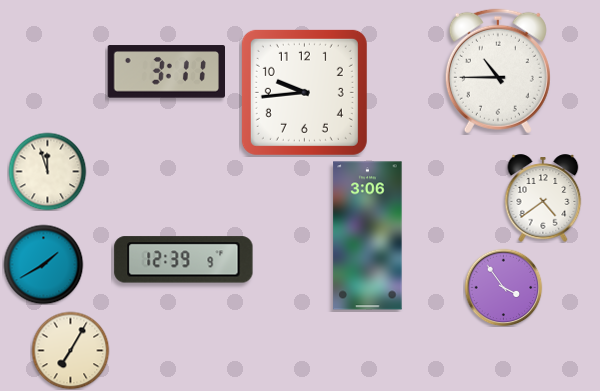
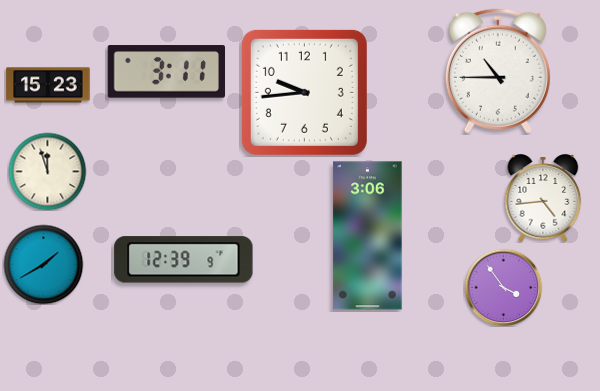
clock at (48, 85): none -> 15:23
clock at (543, 198): 4:39 -> 4:44
clock at (70, 350): 7:05 -> none
